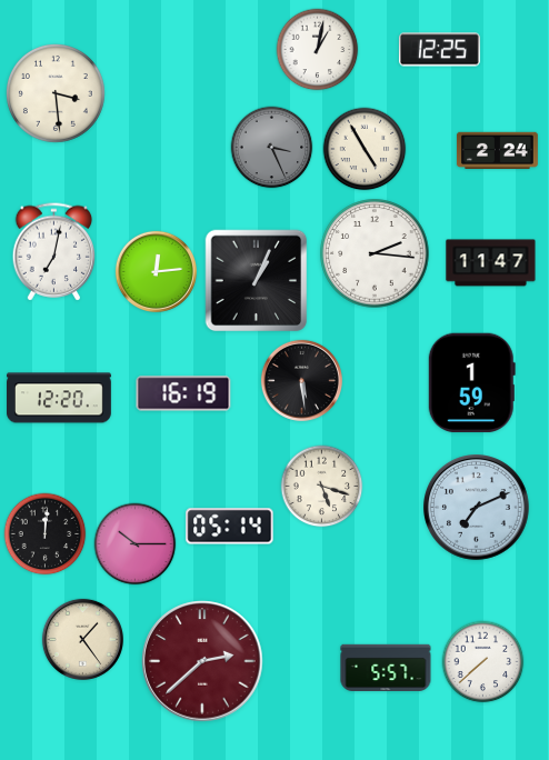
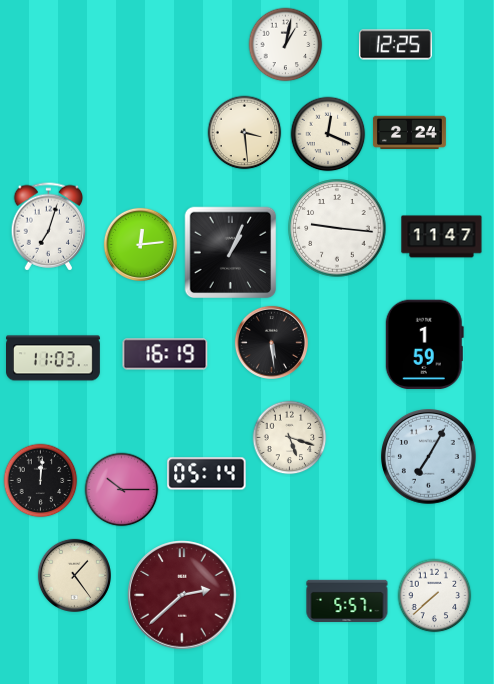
clock at (56, 93): 3:29 -> none
clock at (272, 148): 3:26 -> 3:29
clock at (272, 148) dial: grey -> cream
clock at (365, 149): 4:55 -> 12:19
clock at (497, 151) position: (497, 151) -> (409, 133)
clock at (54, 252): 7:02 -> 7:03
clock at (375, 253): 2:16 -> 9:16
clock at (60, 398): 12:20 -> 11:03
clock at (477, 508): 7:11 -> 7:05
